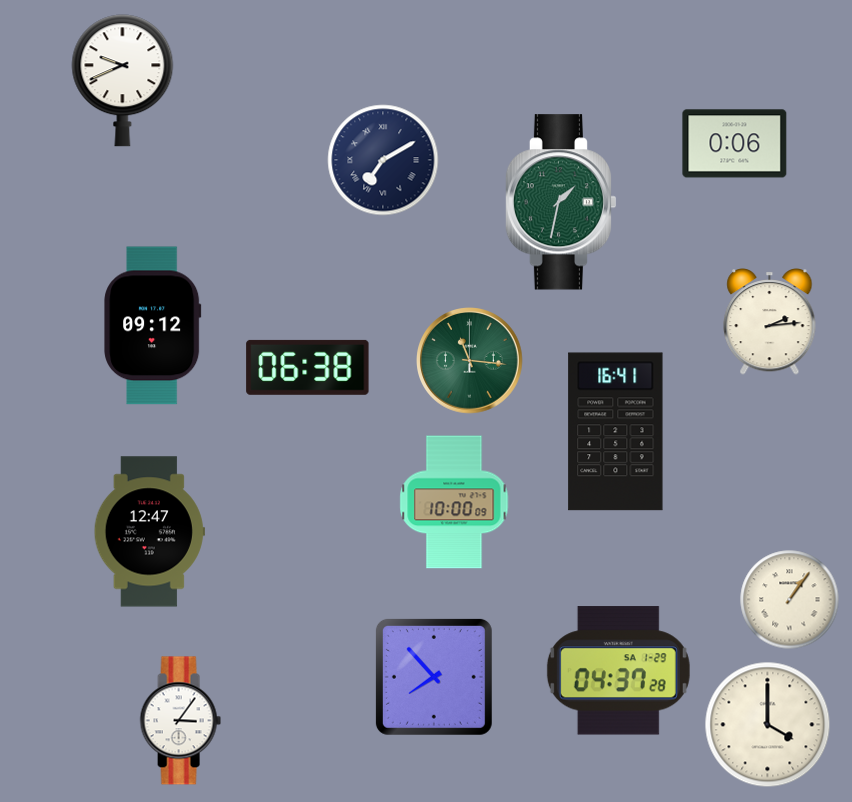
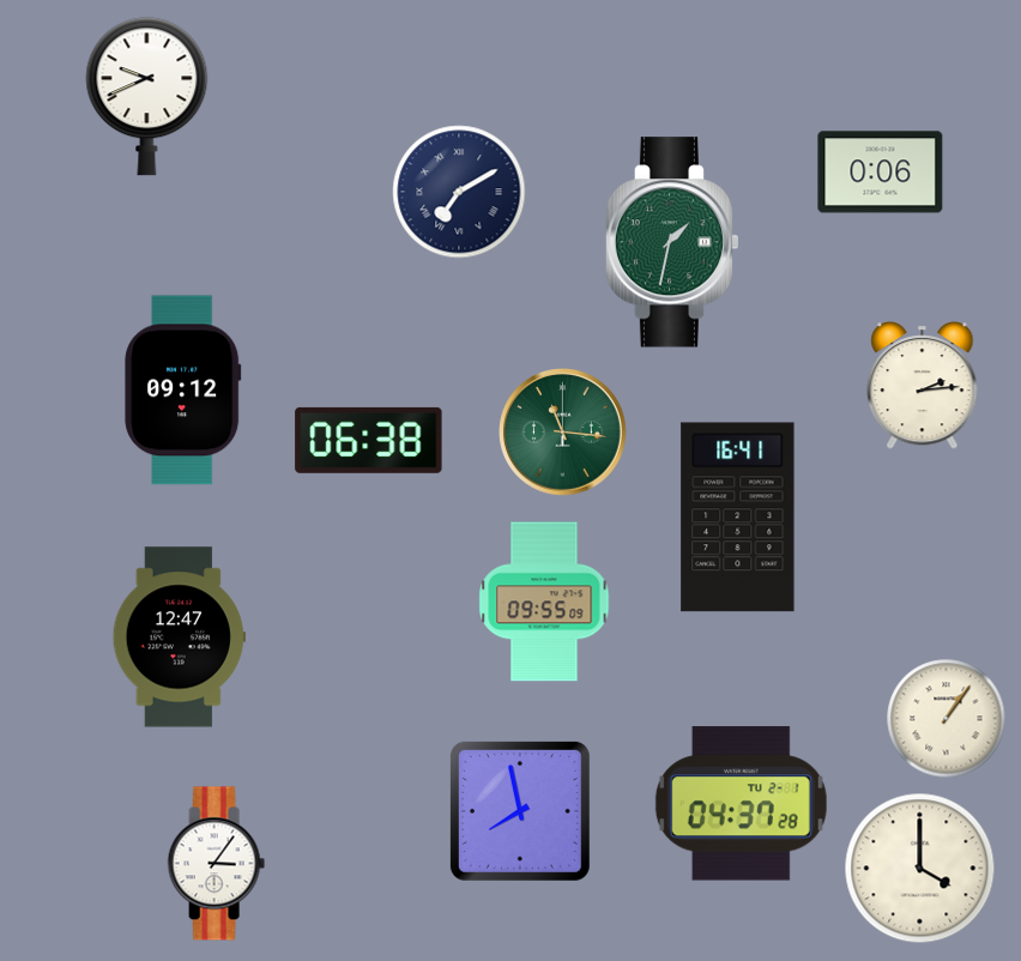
clock at (454, 502): 10:00 -> 09:55
clock at (618, 671) date: SA 1-29 -> TU 2-1
clock at (434, 677): 7:53 -> 7:58
